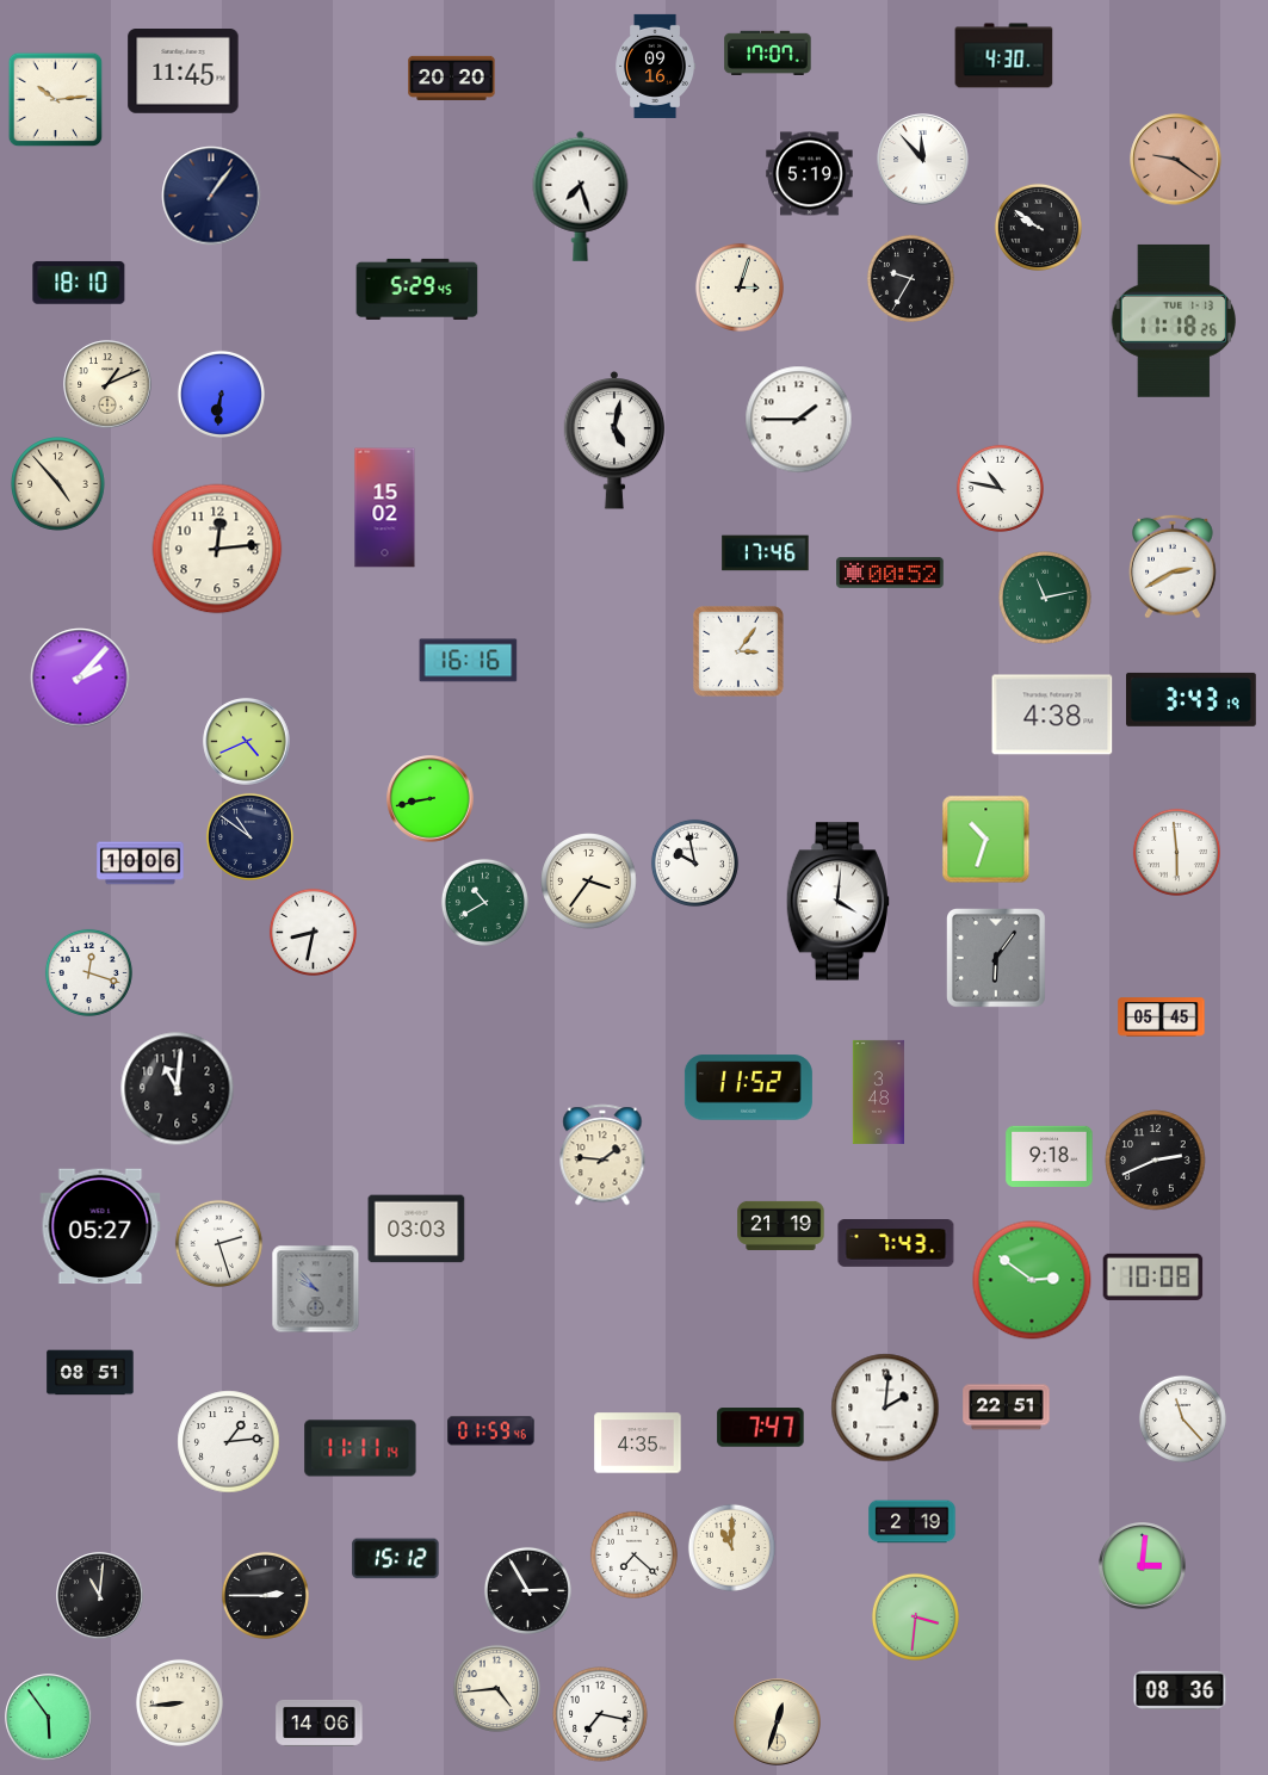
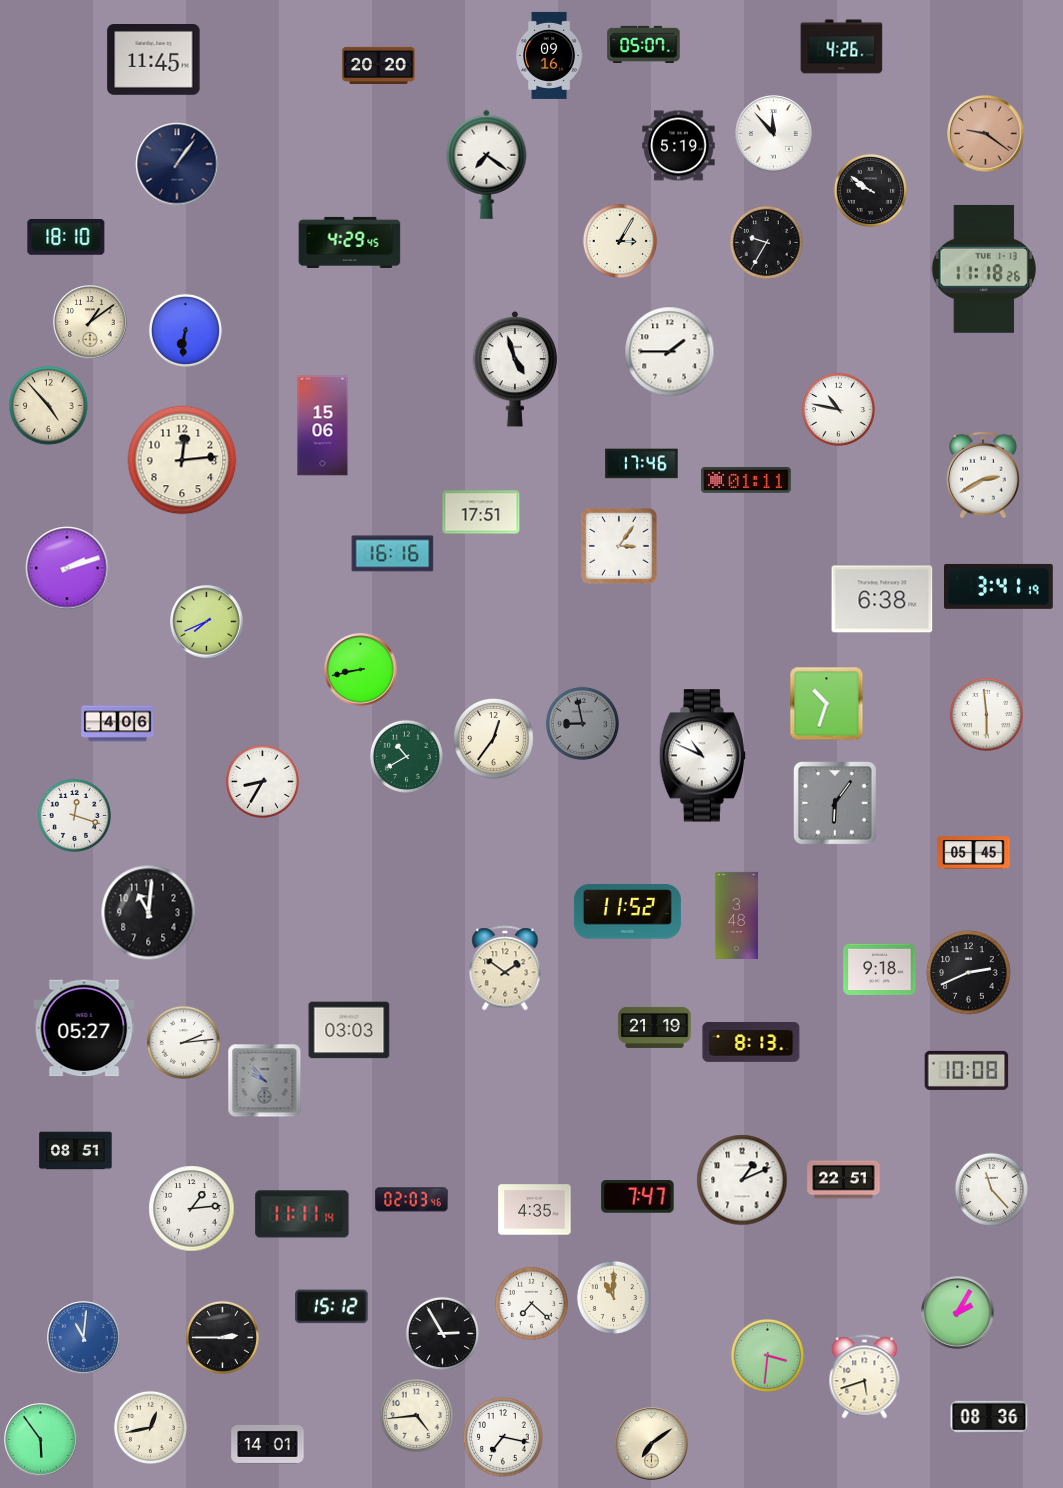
clock at (768, 52): 17:07 -> 05:07
clock at (1004, 56): 4:30 -> 4:26
clock at (56, 100): 10:14 -> none
clock at (581, 196): 7:27 -> 7:21
clock at (910, 278) position: (910, 278) -> (766, 242)
clock at (740, 287): 3:03 -> 3:05
clock at (417, 289): 5:29 -> 4:29
clock at (107, 384): 1:11 -> 1:09
clock at (614, 440): 5:02 -> 4:57
clock at (385, 508): 15:02 -> 15:06
clock at (890, 573): 00:52 -> 01:11
clock at (1046, 599): 11:13 -> none
clock at (481, 512): none -> 17:51
clock at (80, 678): 2:07 -> 2:12
clock at (1192, 699): 3:43 -> 3:41
clock at (1052, 715): 4:38 -> 6:38
clock at (247, 742): 4:41 -> 7:41
clock at (249, 836): 10:51 -> none
clock at (694, 862): 9:58 -> 8:58
clock at (694, 862) dial: white -> grey
clock at (141, 864): 10:06 -> 4:06
clock at (589, 882): 3:36 -> 12:36
clock at (837, 902): 4:01 -> 10:49
clock at (313, 932): 8:32 -> 8:35
clock at (602, 1155): 1:46 -> 1:51
clock at (218, 1243): 2:27 -> 2:14
clock at (896, 1244): 7:43 -> 8:13
clock at (1032, 1280): 2:51 -> none
clock at (885, 1408): 2:01 -> 1:11
clock at (491, 1431): 01:59 -> 02:03
clock at (913, 1522): 2:19 -> none
clock at (1143, 1566): 3:01 -> 2:05
clock at (100, 1596) dial: black -> blue
clock at (865, 1377): none -> 5:42
clock at (179, 1702): 8:44 -> 12:43
clock at (320, 1723): 14:06 -> 14:01
clock at (778, 1723): 12:33 -> 7:09
